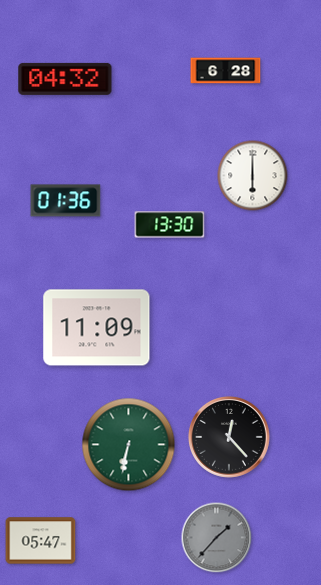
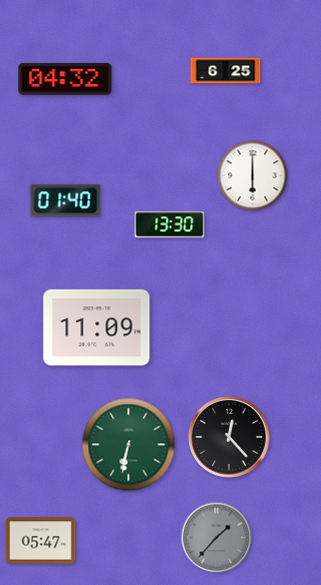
clock at (226, 71): 6:28 -> 6:25
clock at (66, 201): 01:36 -> 01:40
